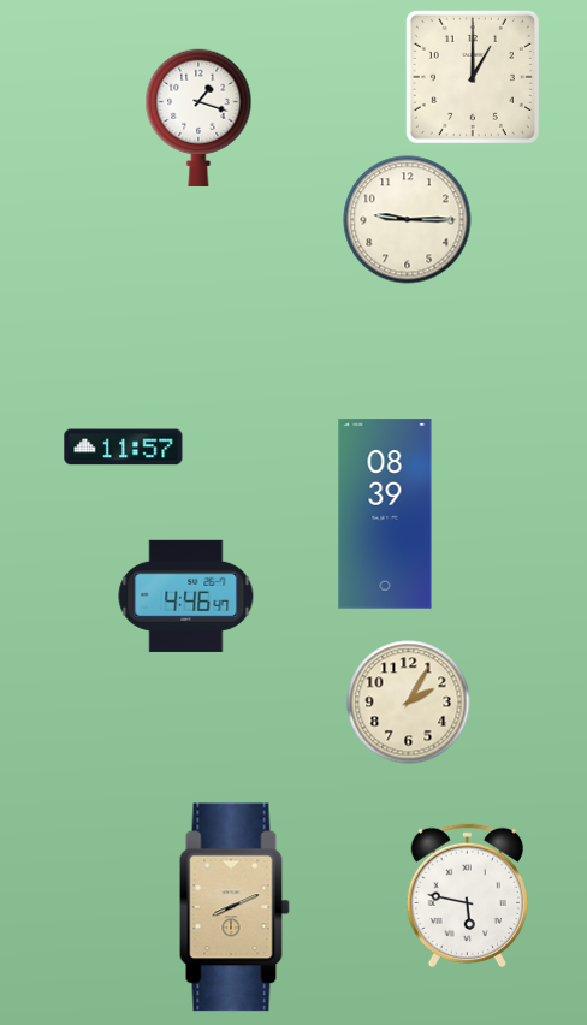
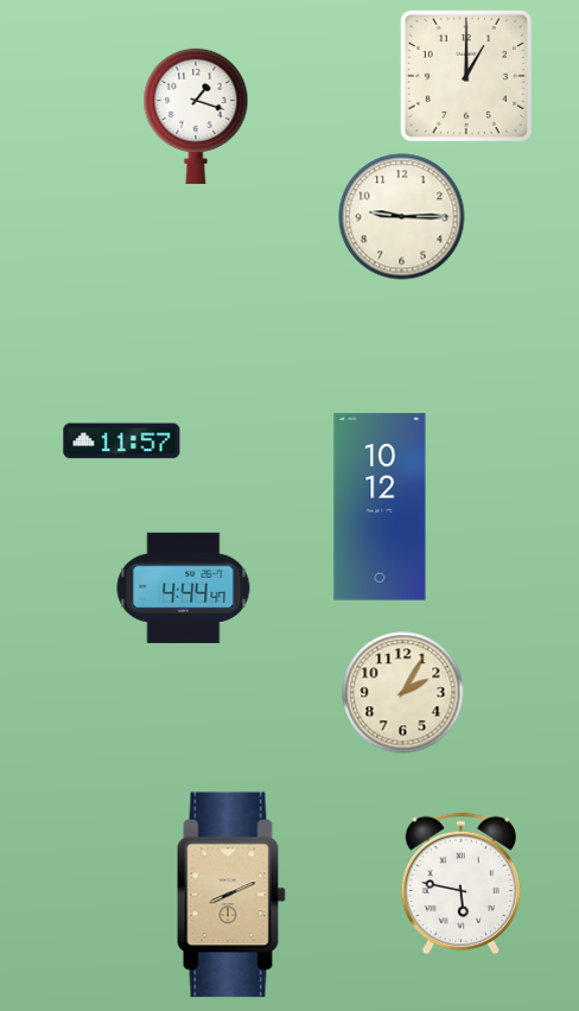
clock at (385, 514): 08:39 -> 10:12
clock at (186, 596): 4:46 -> 4:44
